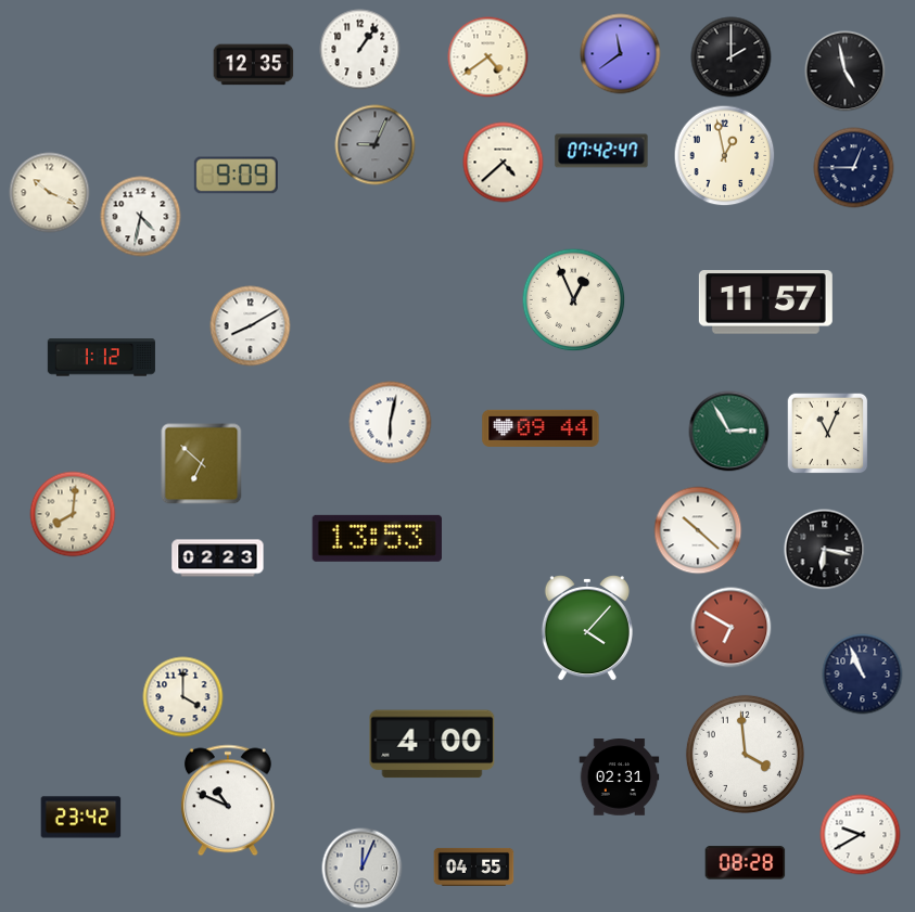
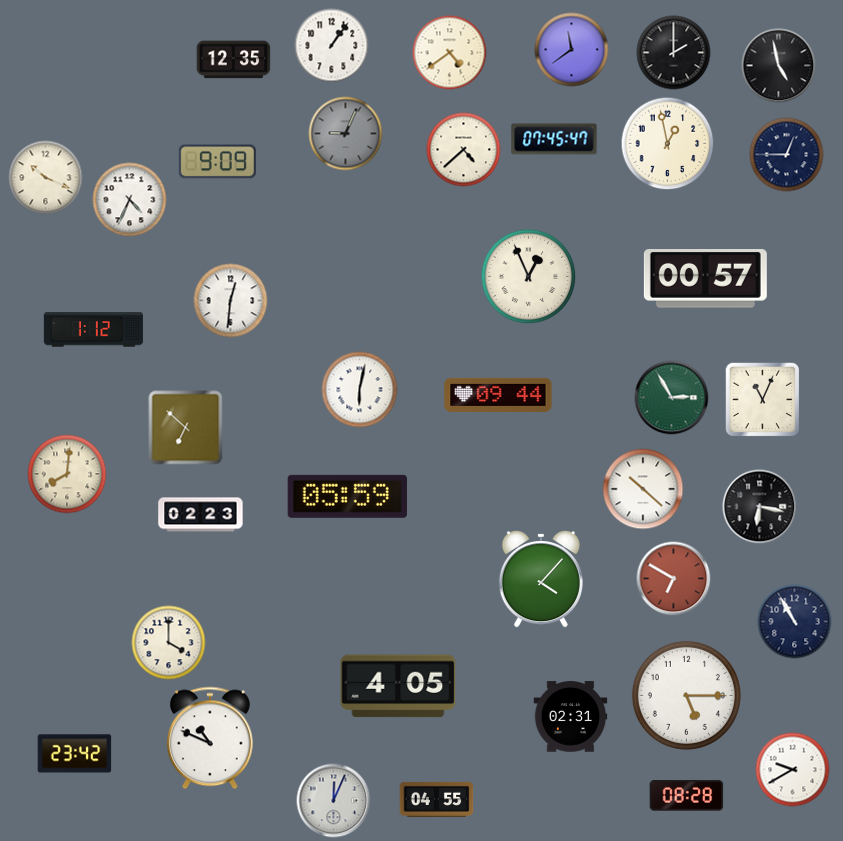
clock at (601, 151): 07:42 -> 07:45
clock at (141, 217): 4:32 -> 4:34
clock at (765, 303): 11:57 -> 00:57
clock at (251, 326): 8:10 -> 12:31
clock at (377, 538): 13:53 -> 05:59
clock at (863, 675): 10:56 -> 10:55
clock at (432, 744): 4:00 -> 4:05
clock at (745, 754): 3:59 -> 5:15
